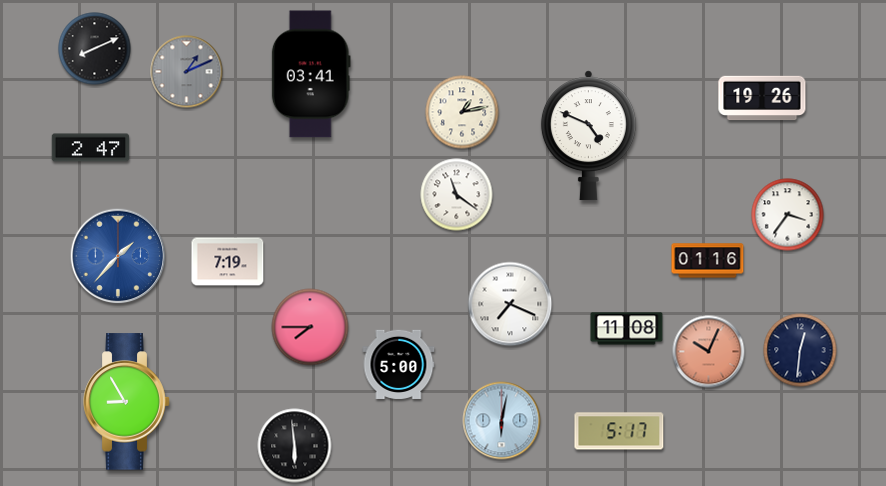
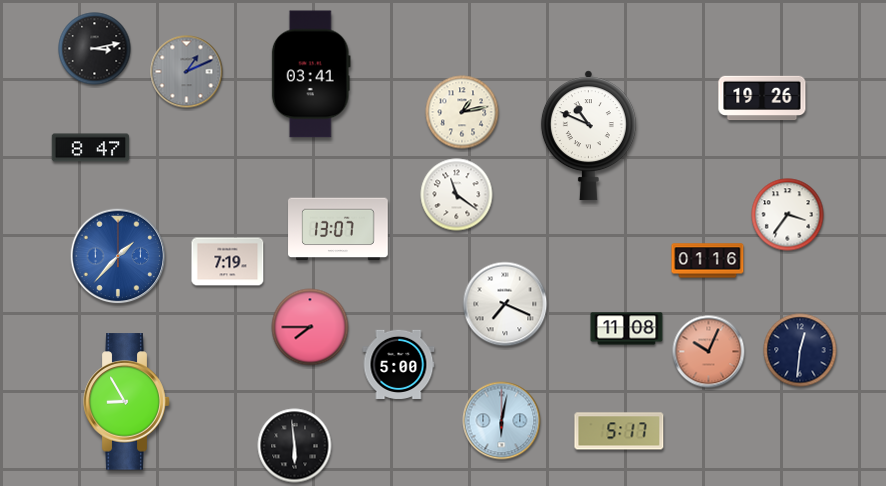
clock at (95, 49): 8:11 -> 3:13
clock at (588, 136): 4:49 -> 10:49
clock at (91, 148): 2:47 -> 8:47
clock at (338, 229): none -> 13:07
clock at (510, 304) position: (510, 304) -> (505, 304)
